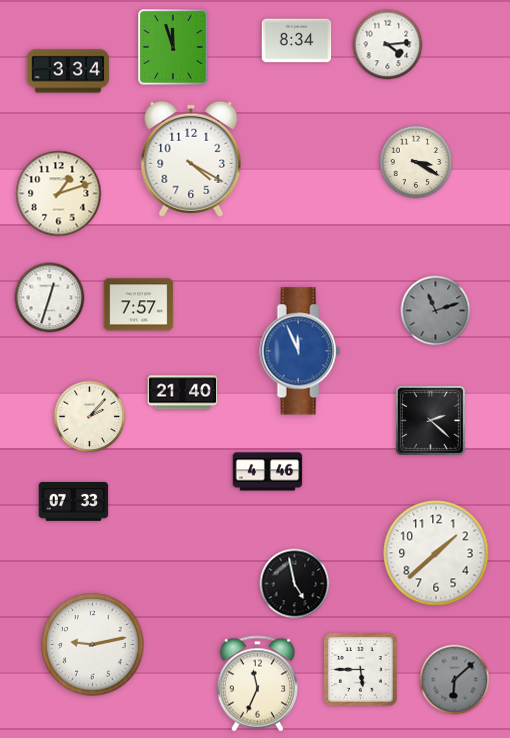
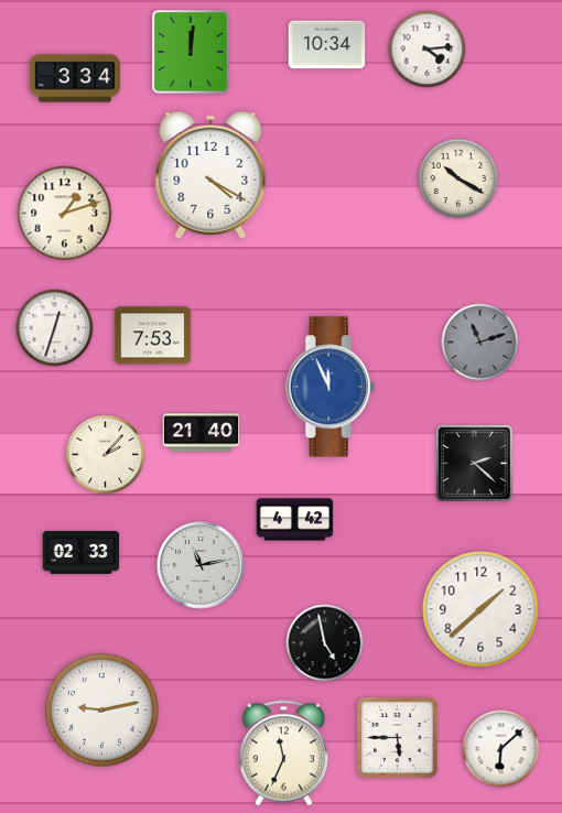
clock at (297, 41): 8:34 -> 10:34
clock at (173, 47): 11:57 -> 12:01
clock at (416, 162): 3:20 -> 10:20
clock at (139, 305): 7:57 -> 7:53
clock at (90, 417) position: (90, 417) -> (106, 455)
clock at (268, 472): 4:46 -> 4:42
clock at (74, 501): 07:33 -> 02:33
clock at (201, 565): none -> 11:13
clock at (455, 680) dial: grey -> white
